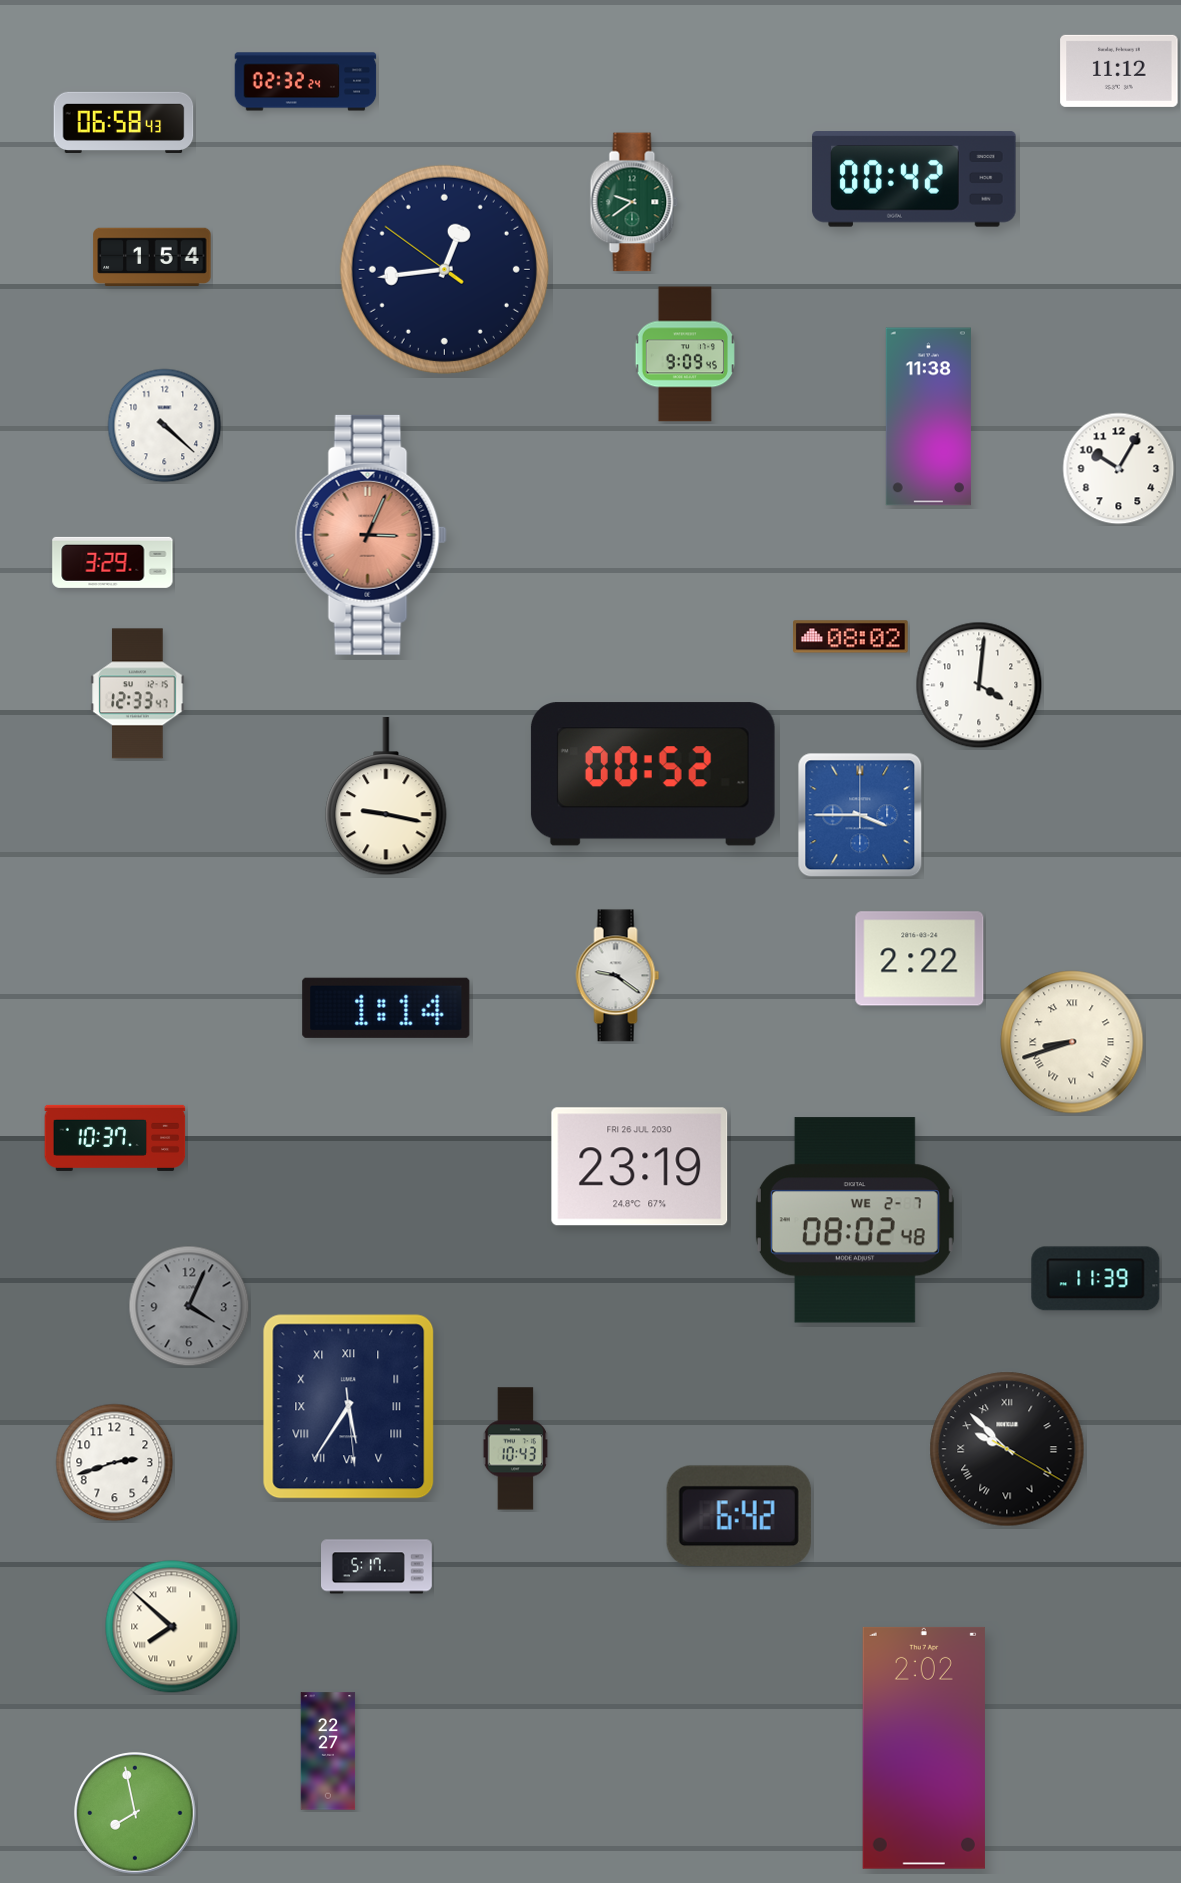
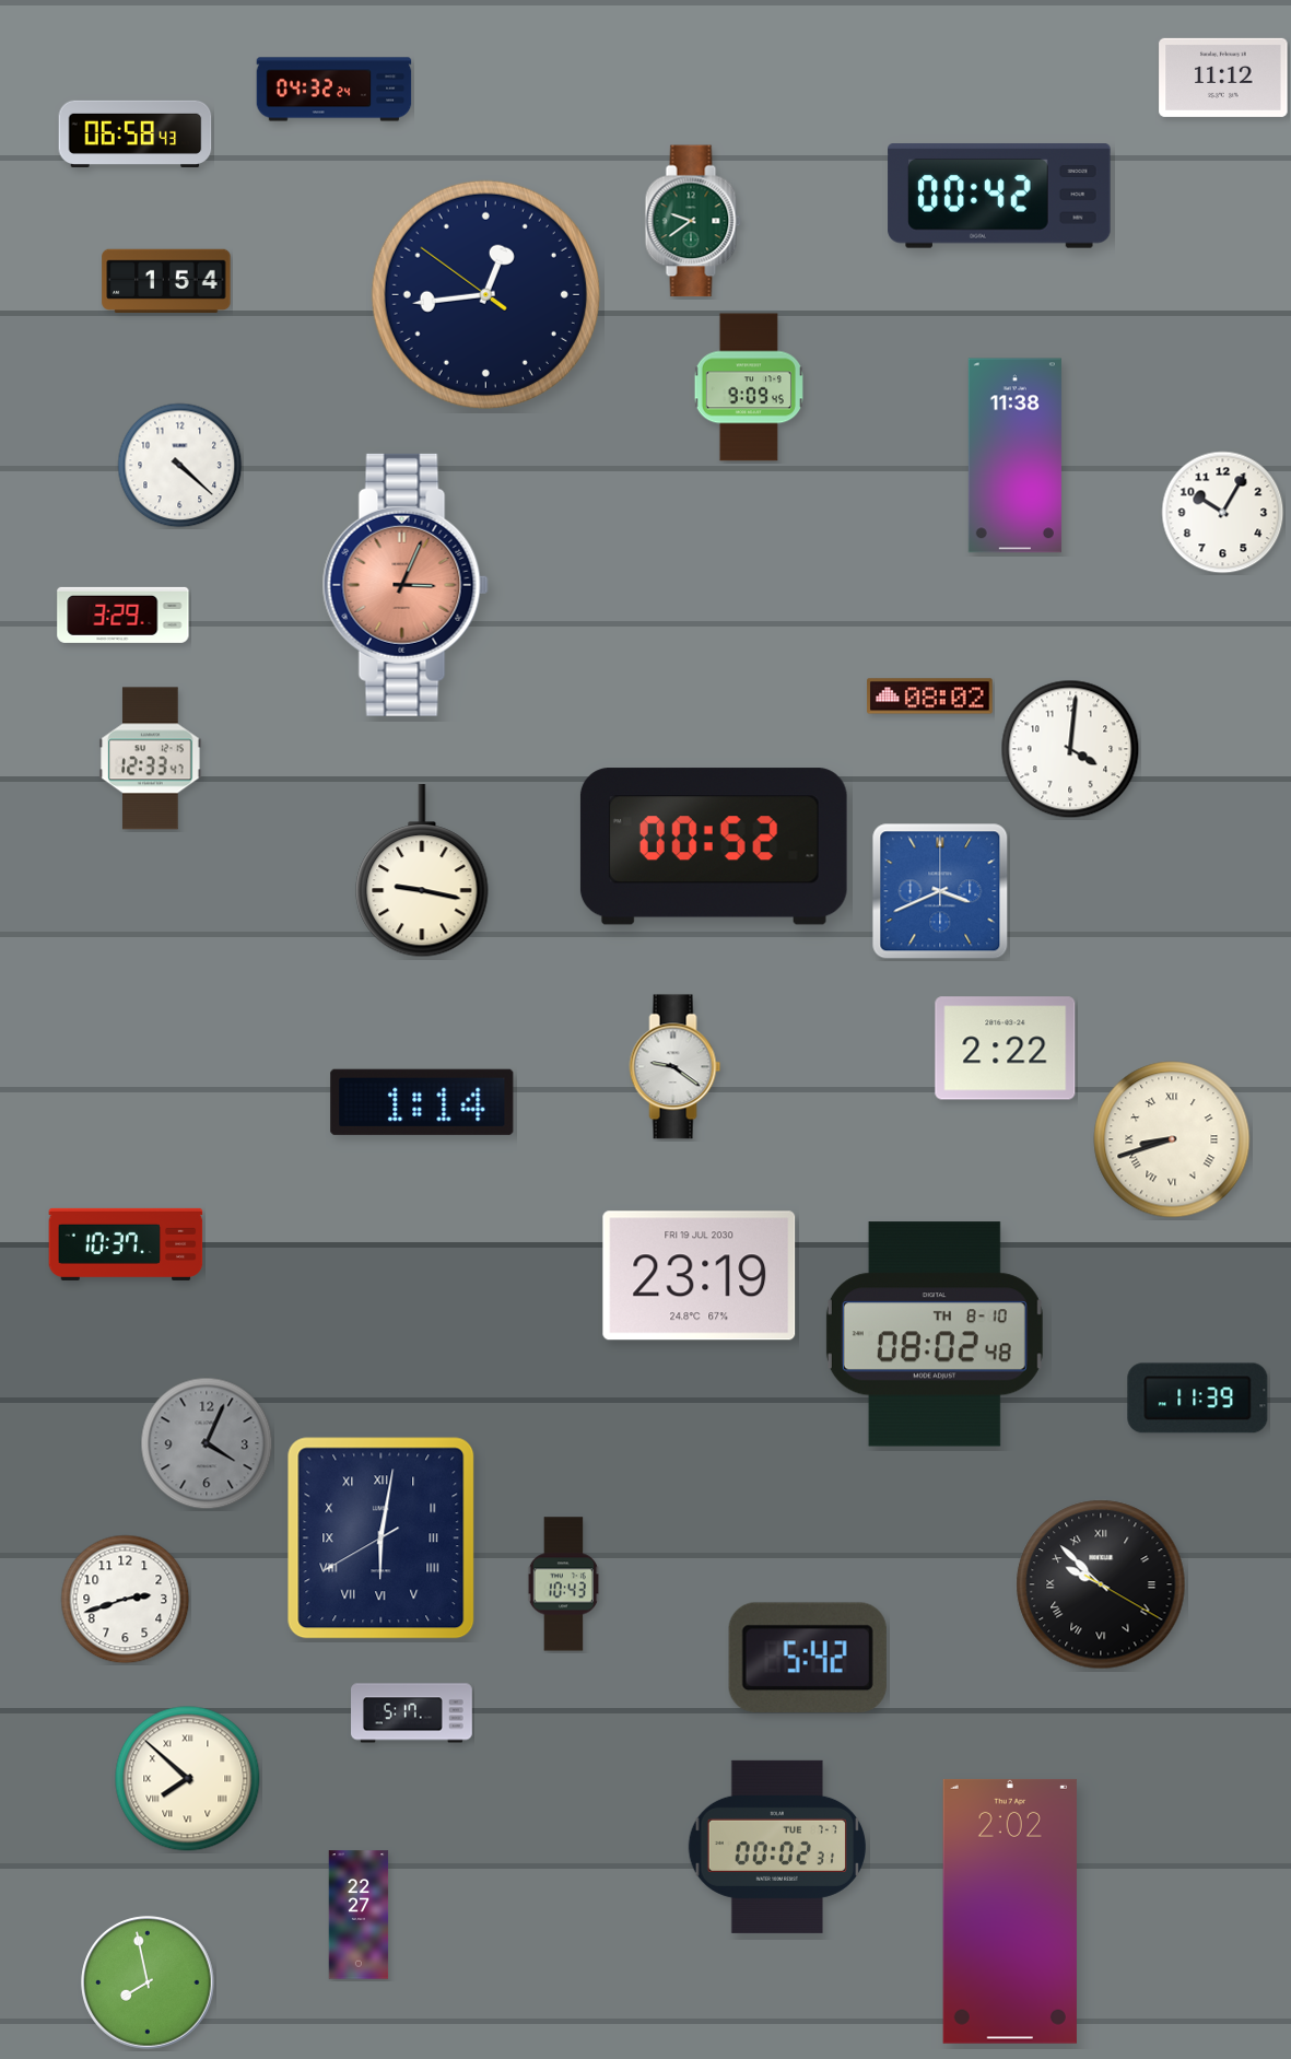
clock at (306, 82): 02:32 -> 04:32
clock at (860, 815): 3:45 -> 3:41
clock at (640, 1167) date: FRI 26 JUL 2030 -> FRI 19 JUL 2030
clock at (855, 1220) date: WE 2-7 -> TH 8-10
clock at (189, 1306) position: (189, 1306) -> (207, 1443)
clock at (349, 1407): 5:35 -> 6:01
clock at (739, 1515): 6:42 -> 5:42
clock at (777, 1847): none -> 00:02
